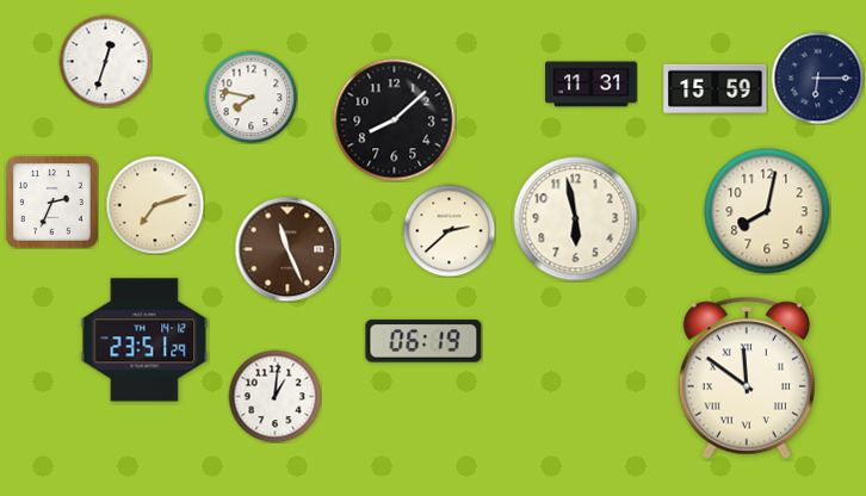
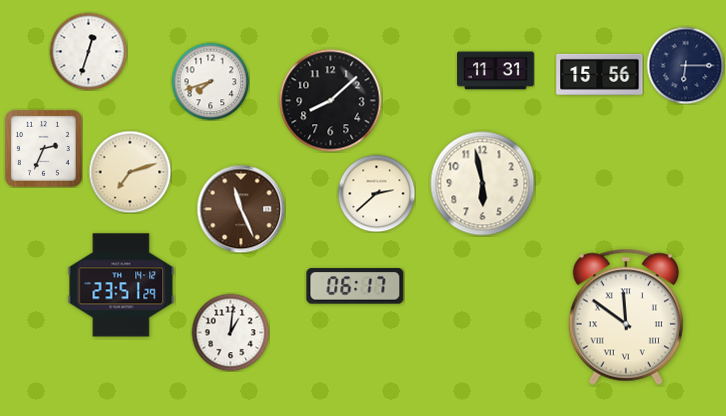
clock at (716, 88): 15:59 -> 15:56
clock at (250, 97): 7:47 -> 7:42
clock at (51, 201) position: (51, 201) -> (43, 148)
clock at (767, 211): 8:02 -> none
clock at (423, 341): 06:19 -> 06:17
